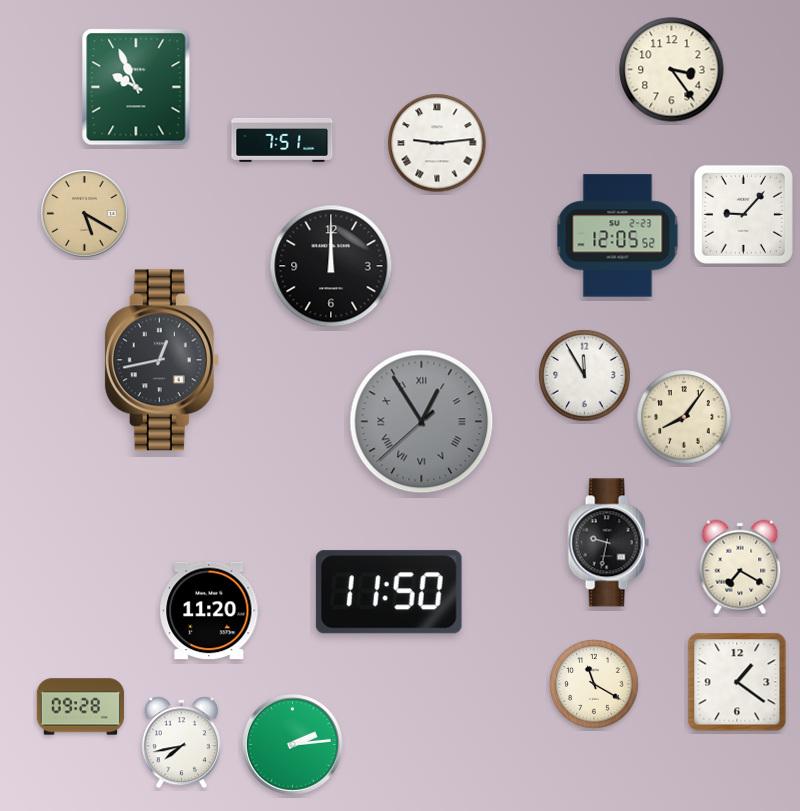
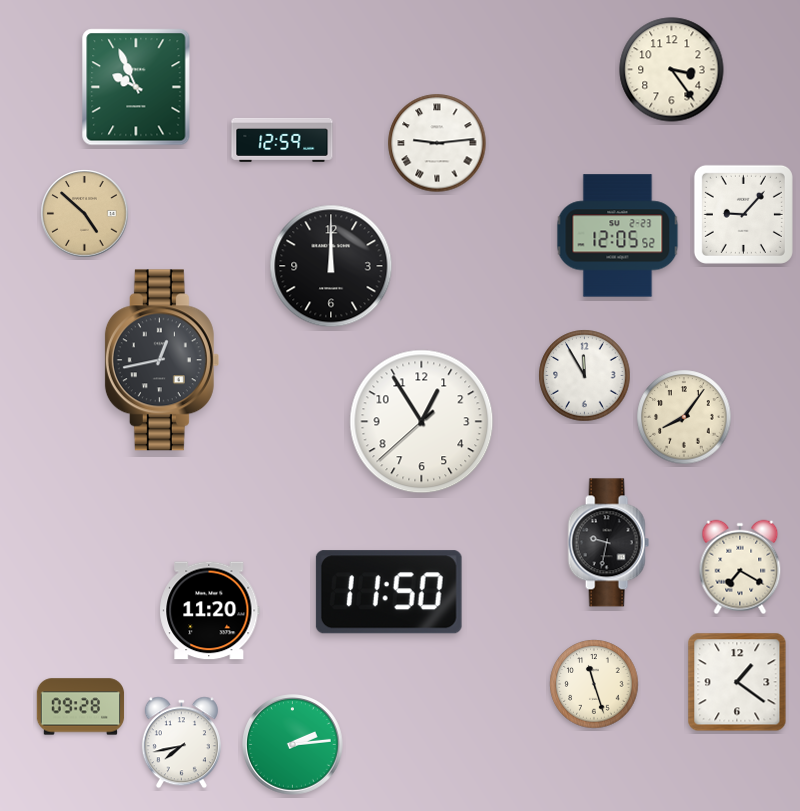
clock at (282, 140): 7:51 -> 12:59
clock at (85, 214): 5:20 -> 4:52
clock at (422, 422) dial: grey -> white
clock at (422, 422) numerals: Roman -> Arabic
clock at (594, 684): 11:20 -> 11:27
